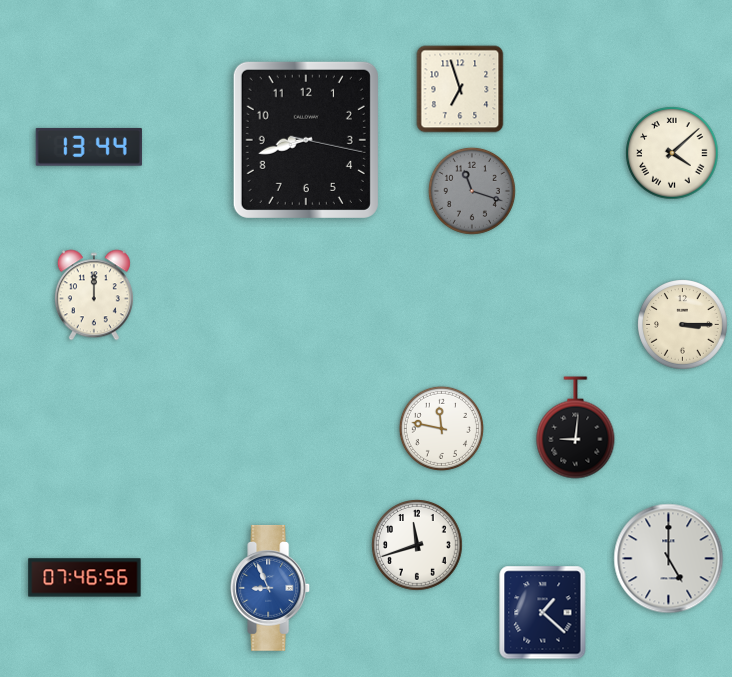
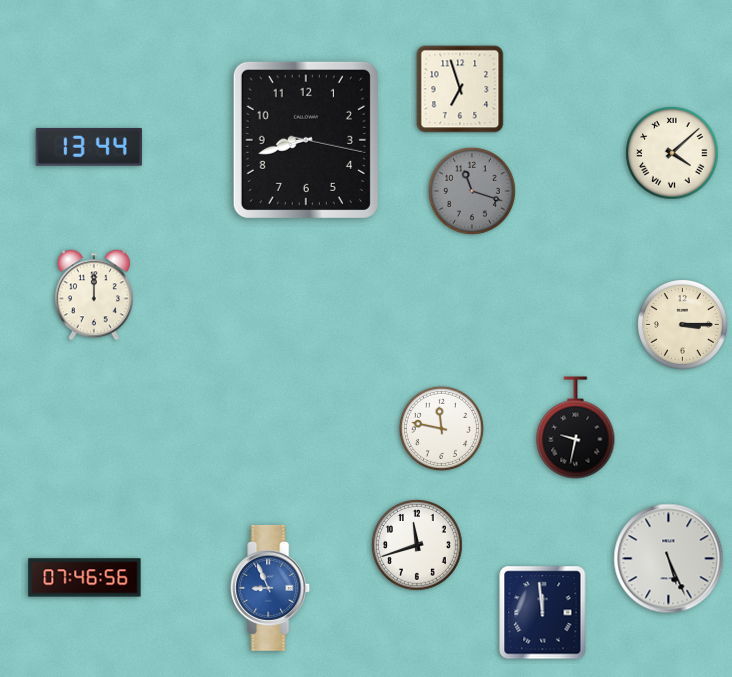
clock at (576, 428): 9:01 -> 9:32
clock at (669, 559): 5:00 -> 5:26
clock at (543, 613): 1:22 -> 11:59
